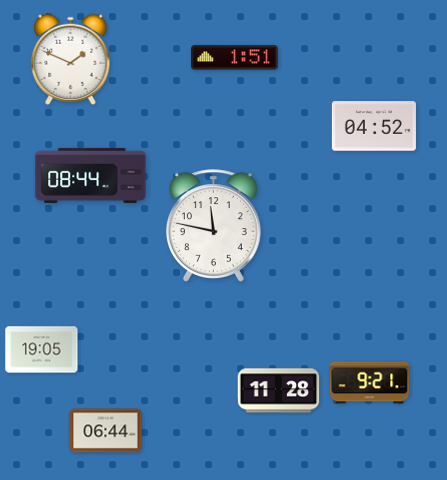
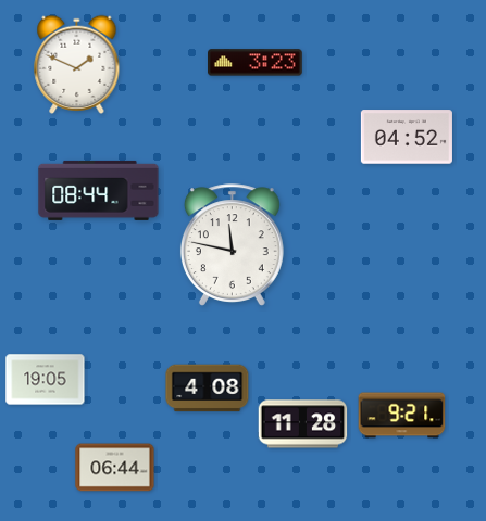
clock at (235, 58): 1:51 -> 3:23
clock at (208, 389): none -> 4:08
